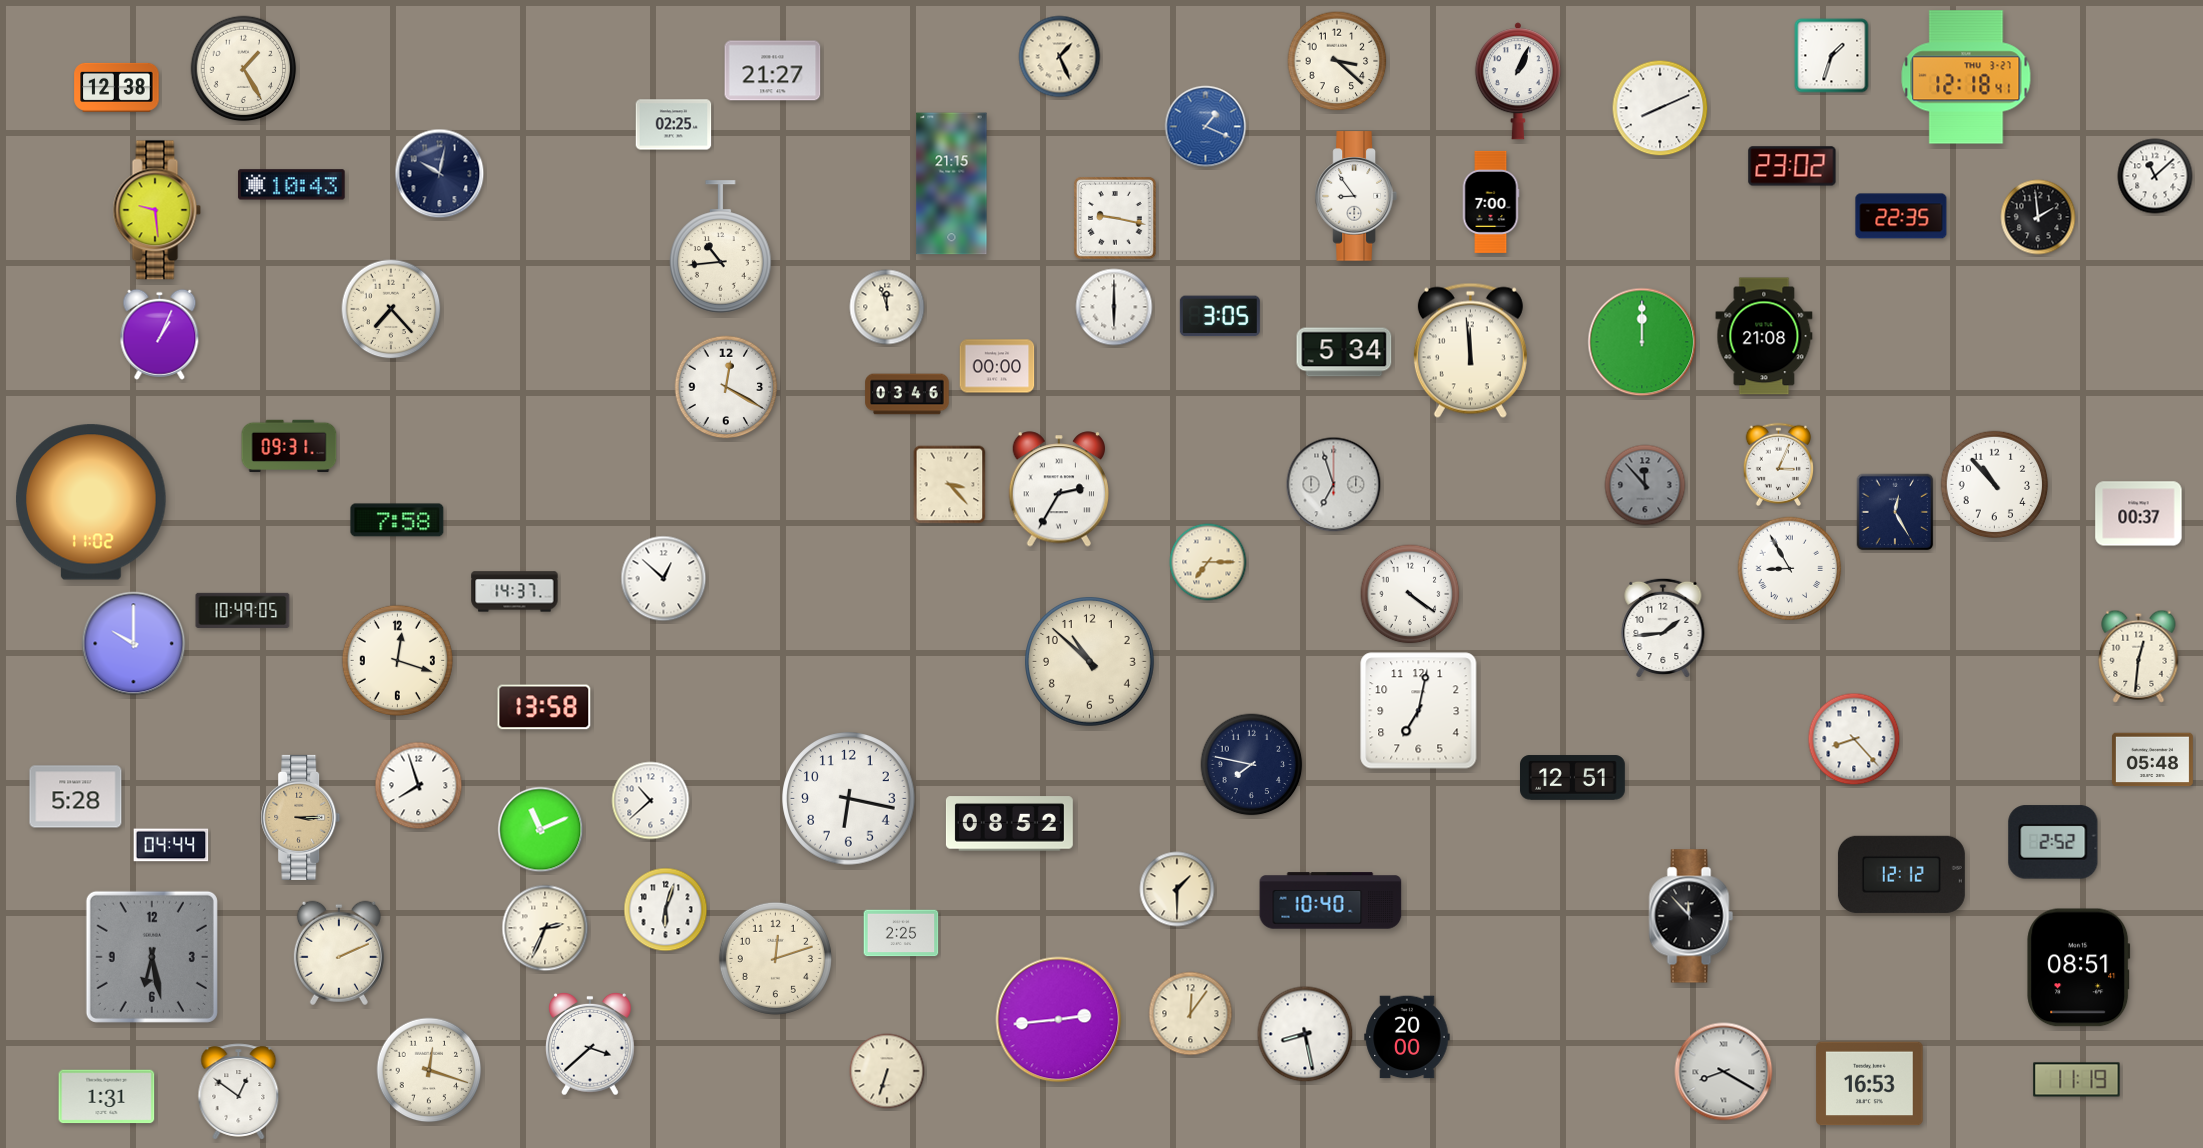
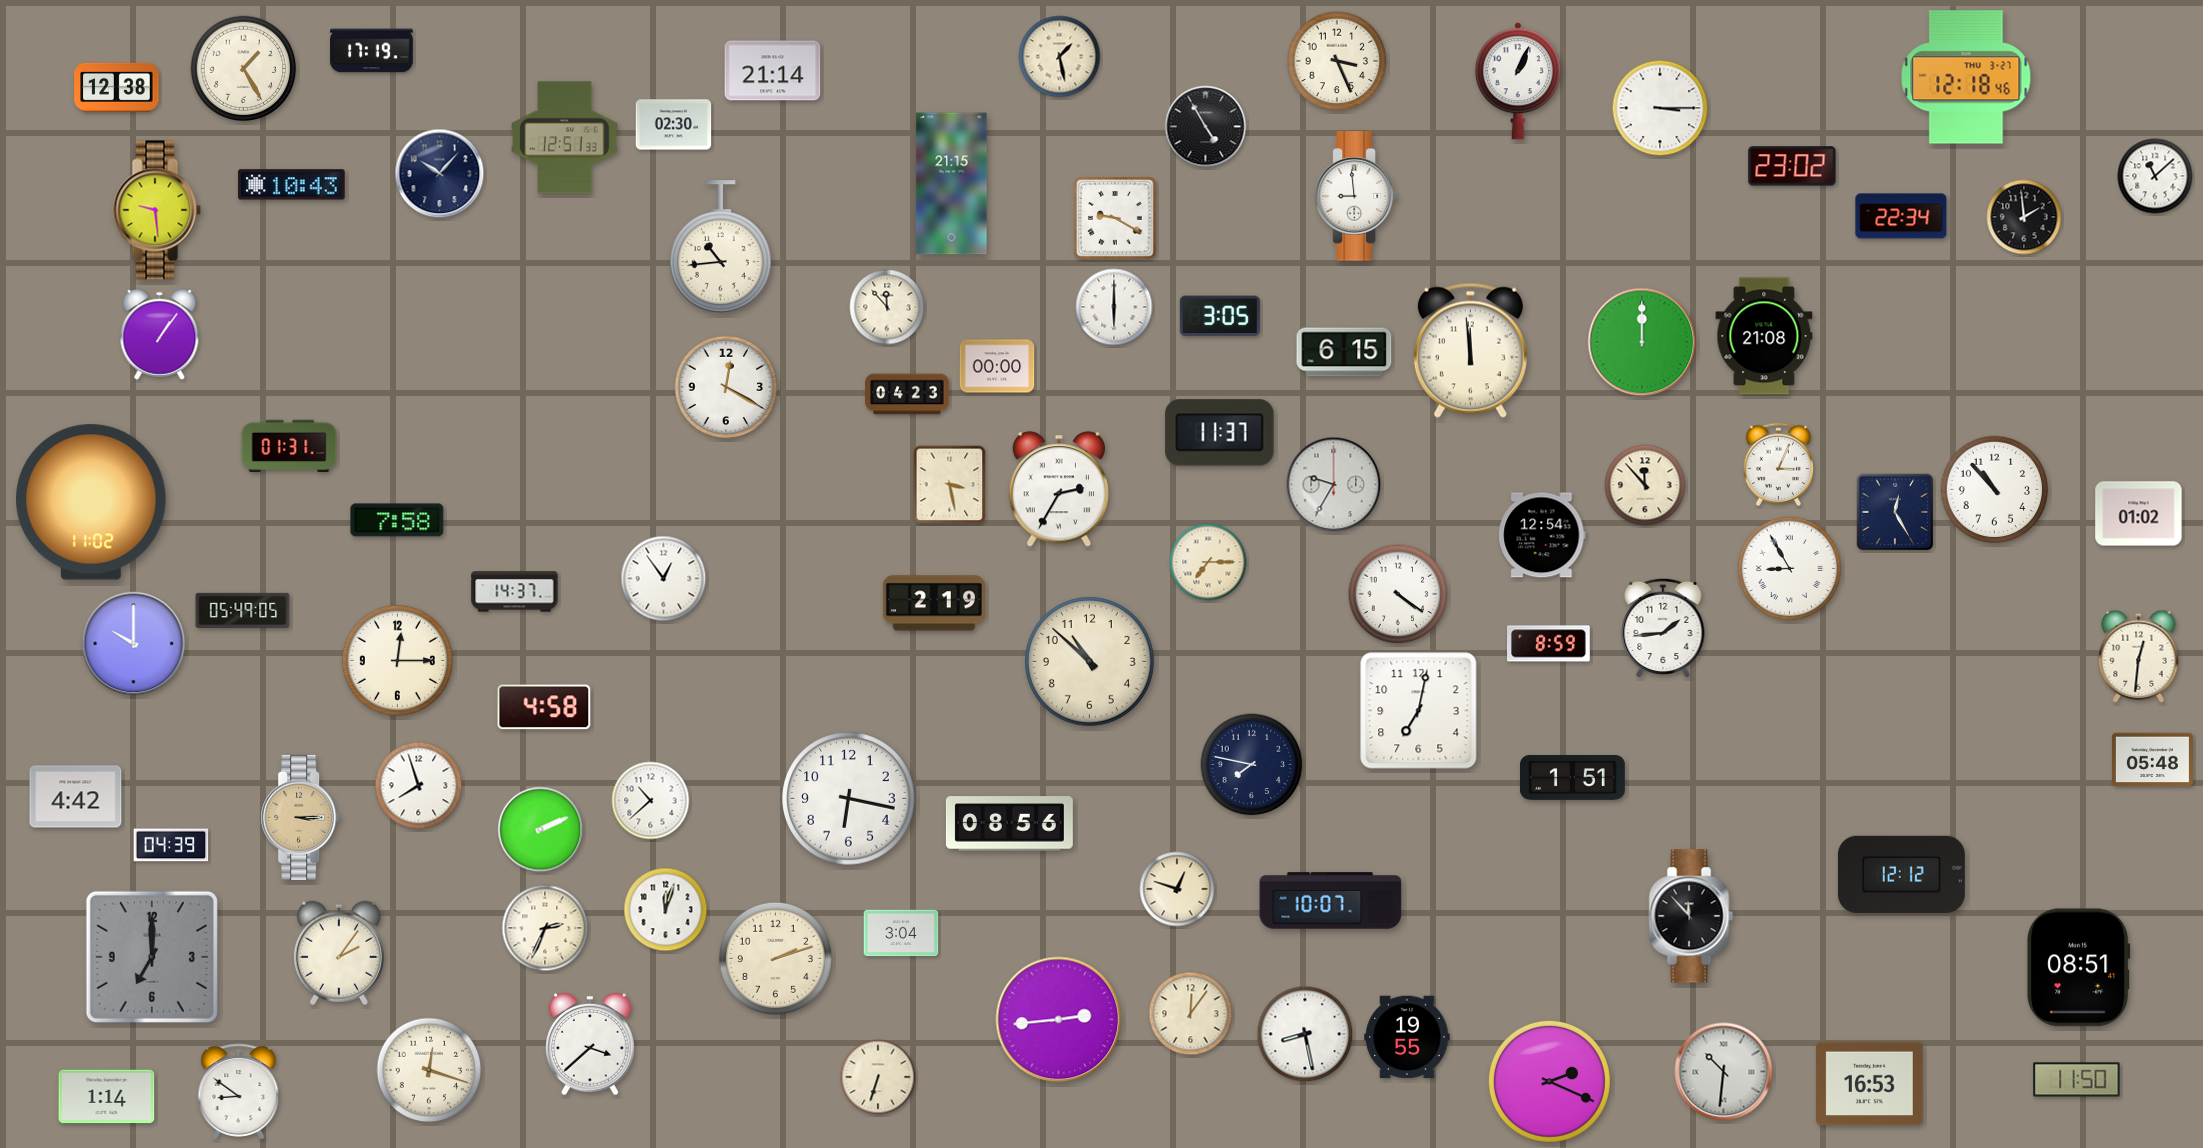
clock at (372, 51): none -> 17:19
clock at (1832, 56): 1:33 -> none
clock at (1060, 57): 1:26 -> 1:28
clock at (1337, 61): 3:22 -> 3:26
clock at (773, 71): 21:27 -> 21:14
clock at (1966, 77): 12:18:41 -> 12:18:46
clock at (1660, 108): 8:11 -> 3:15
clock at (674, 125): 02:25 -> 02:30
clock at (1206, 127): 1:19 -> 4:55
clock at (1206, 127) dial: blue -> black
clock at (565, 138): none -> 12:51
clock at (440, 174): 10:02 -> 10:07
clock at (1356, 196): 8:54 -> 8:59
clock at (1491, 202): 7:00 -> none
clock at (1901, 216): 22:35 -> 22:34
clock at (2038, 217) position: (2038, 217) -> (2024, 217)
clock at (1115, 218): 9:17 -> 9:20
clock at (887, 307): 11:57 -> 11:53
clock at (391, 309): 7:23 -> none
clock at (160, 334): 1:04 -> 1:06
clock at (1344, 352): 5:34 -> 6:15
clock at (907, 394): 03:46 -> 04:23
clock at (1220, 433): none -> 11:37
clock at (289, 446): 09:31 -> 01:31
clock at (950, 485): 3:23 -> 3:28
clock at (1334, 485): 6:57 -> 9:35
clock at (1645, 485) dial: grey -> cream
clock at (1995, 485) position: (1995, 485) -> (1995, 490)
clock at (2139, 514): 00:37 -> 01:02
clock at (1542, 535): none -> 12:54
clock at (664, 579): 12:52 -> 12:54
clock at (1410, 594) position: (1410, 594) -> (1398, 594)
clock at (934, 603): none -> 2:19
clock at (243, 610): 10:49 -> 05:49
clock at (1549, 644): none -> 8:59
clock at (397, 660): 12:18 -> 12:15
clock at (544, 707): 13:58 -> 4:58
clock at (1854, 739): 8:23 -> none
clock at (1573, 778): 12:51 -> 1:51
clock at (76, 797): 5:28 -> 4:42
clock at (1009, 824): 08:52 -> 08:56
clock at (541, 830): 11:11 -> 2:11
clock at (2053, 842): 2:52 -> none
clock at (171, 845): 04:44 -> 04:39
clock at (1177, 889): 1:30 -> 12:48
clock at (1331, 901): 10:40 -> 10:07
clock at (666, 910): 6:03 -> 12:03
clock at (901, 933): 2:25 -> 3:04
clock at (339, 953): 2:11 -> 2:06
clock at (152, 957): 6:28 -> 7:00
clock at (775, 958): 12:12 -> 2:12
clock at (1407, 1037): 20:00 -> 19:55
clock at (887, 1071) position: (887, 1071) -> (878, 1077)
clock at (1724, 1072): 8:20 -> 10:31
clock at (2077, 1080): 11:19 -> 11:50
clock at (1549, 1081): none -> 2:19
clock at (239, 1092): 12:51 -> 8:51
clock at (107, 1097): 1:31 -> 1:14
